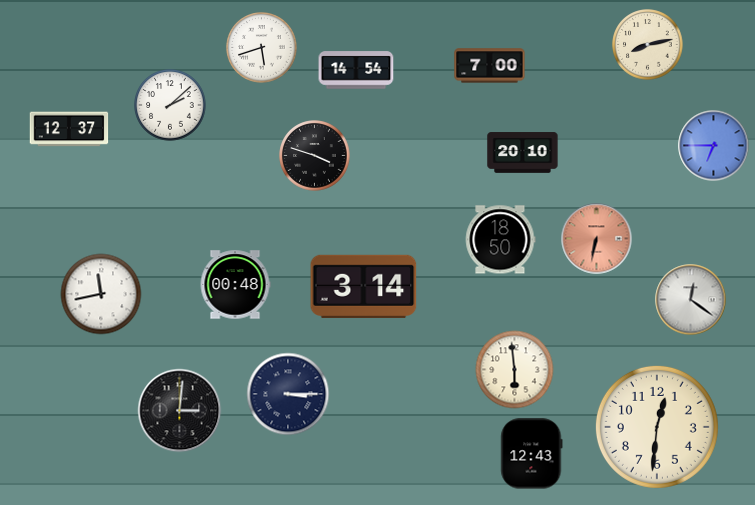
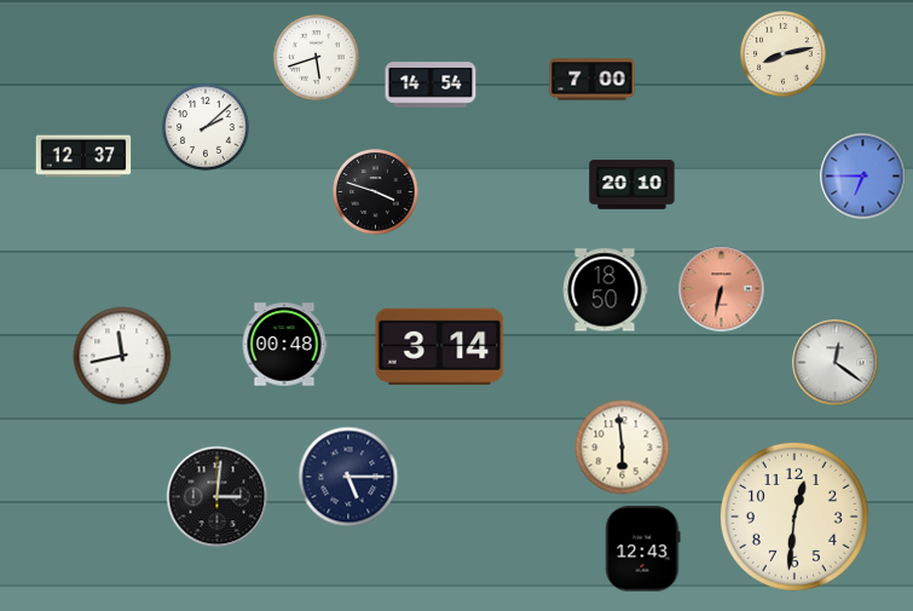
clock at (315, 156) position: (315, 156) -> (376, 192)
clock at (288, 394): 3:15 -> 5:15
